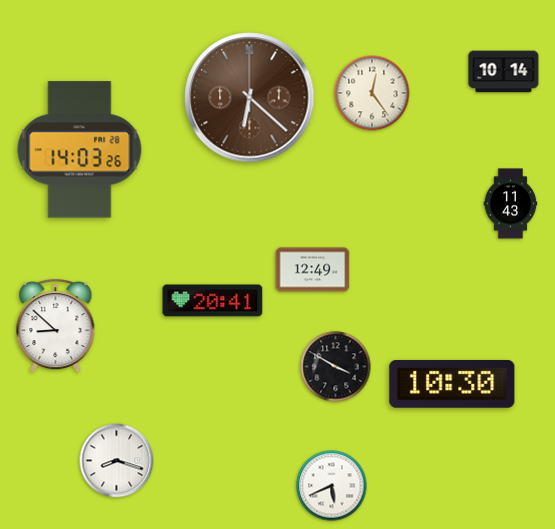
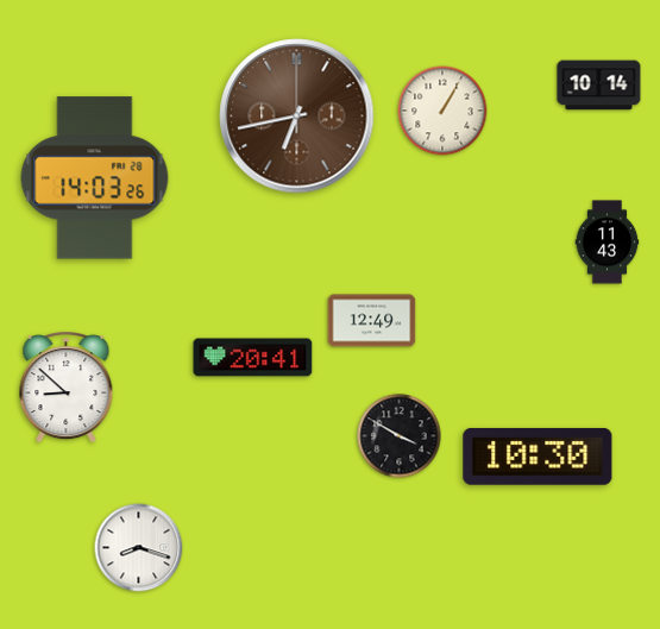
clock at (372, 93): 12:24 -> 1:05
clock at (250, 98): 6:22 -> 6:43
clock at (332, 486): 5:41 -> none
